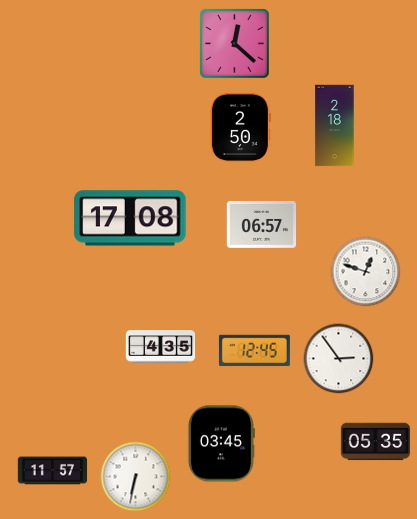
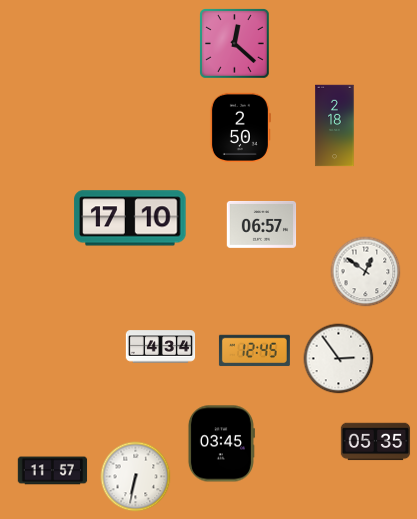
clock at (130, 218): 17:08 -> 17:10
clock at (366, 272): 12:48 -> 12:51
clock at (161, 347): 4:35 -> 4:34
